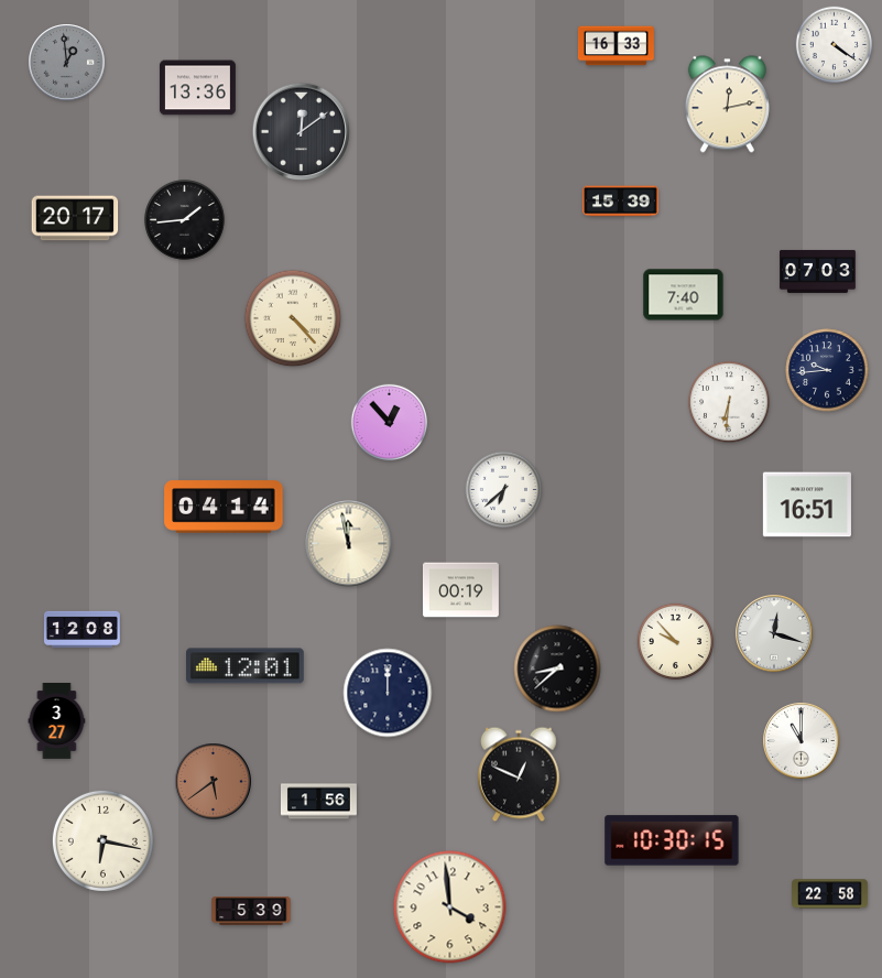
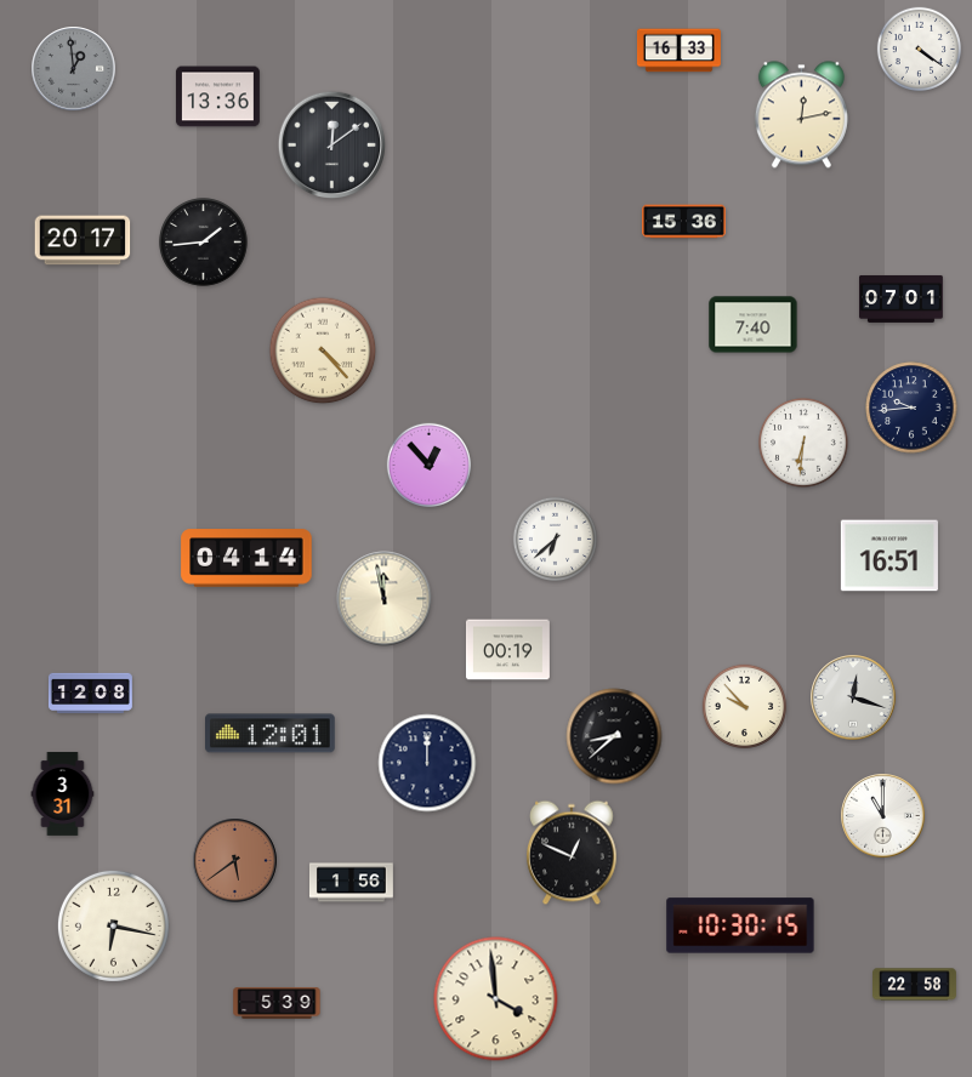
clock at (621, 202): 15:39 -> 15:36
clock at (818, 271): 07:03 -> 07:01
clock at (57, 721): 3:27 -> 3:31
